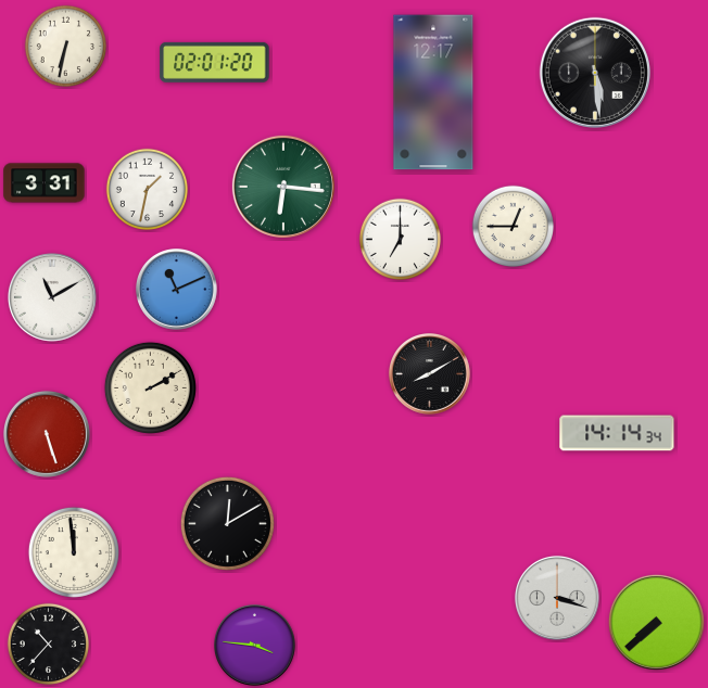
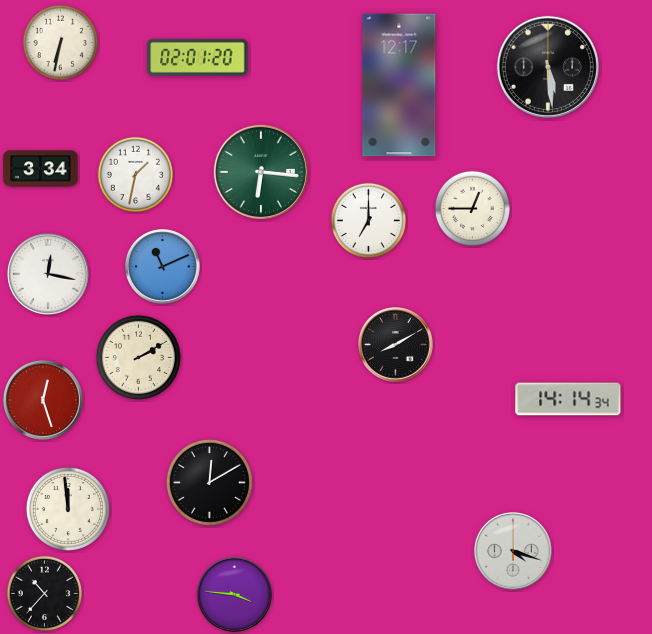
clock at (45, 183): 3:31 -> 3:34
clock at (52, 297): 11:10 -> 12:17
clock at (47, 434): 5:27 -> 12:27
clock at (557, 598): 3:18 -> 4:18
clock at (656, 622): 7:38 -> none
